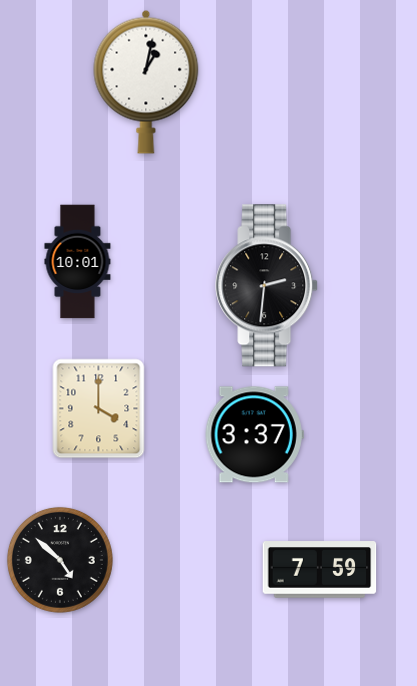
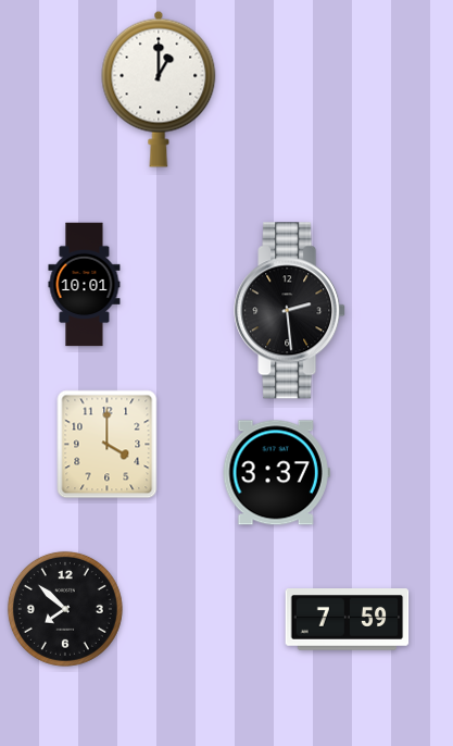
clock at (146, 82): 1:02 -> 1:00
clock at (267, 286): 2:31 -> 2:29
clock at (60, 560): 4:52 -> 7:52
